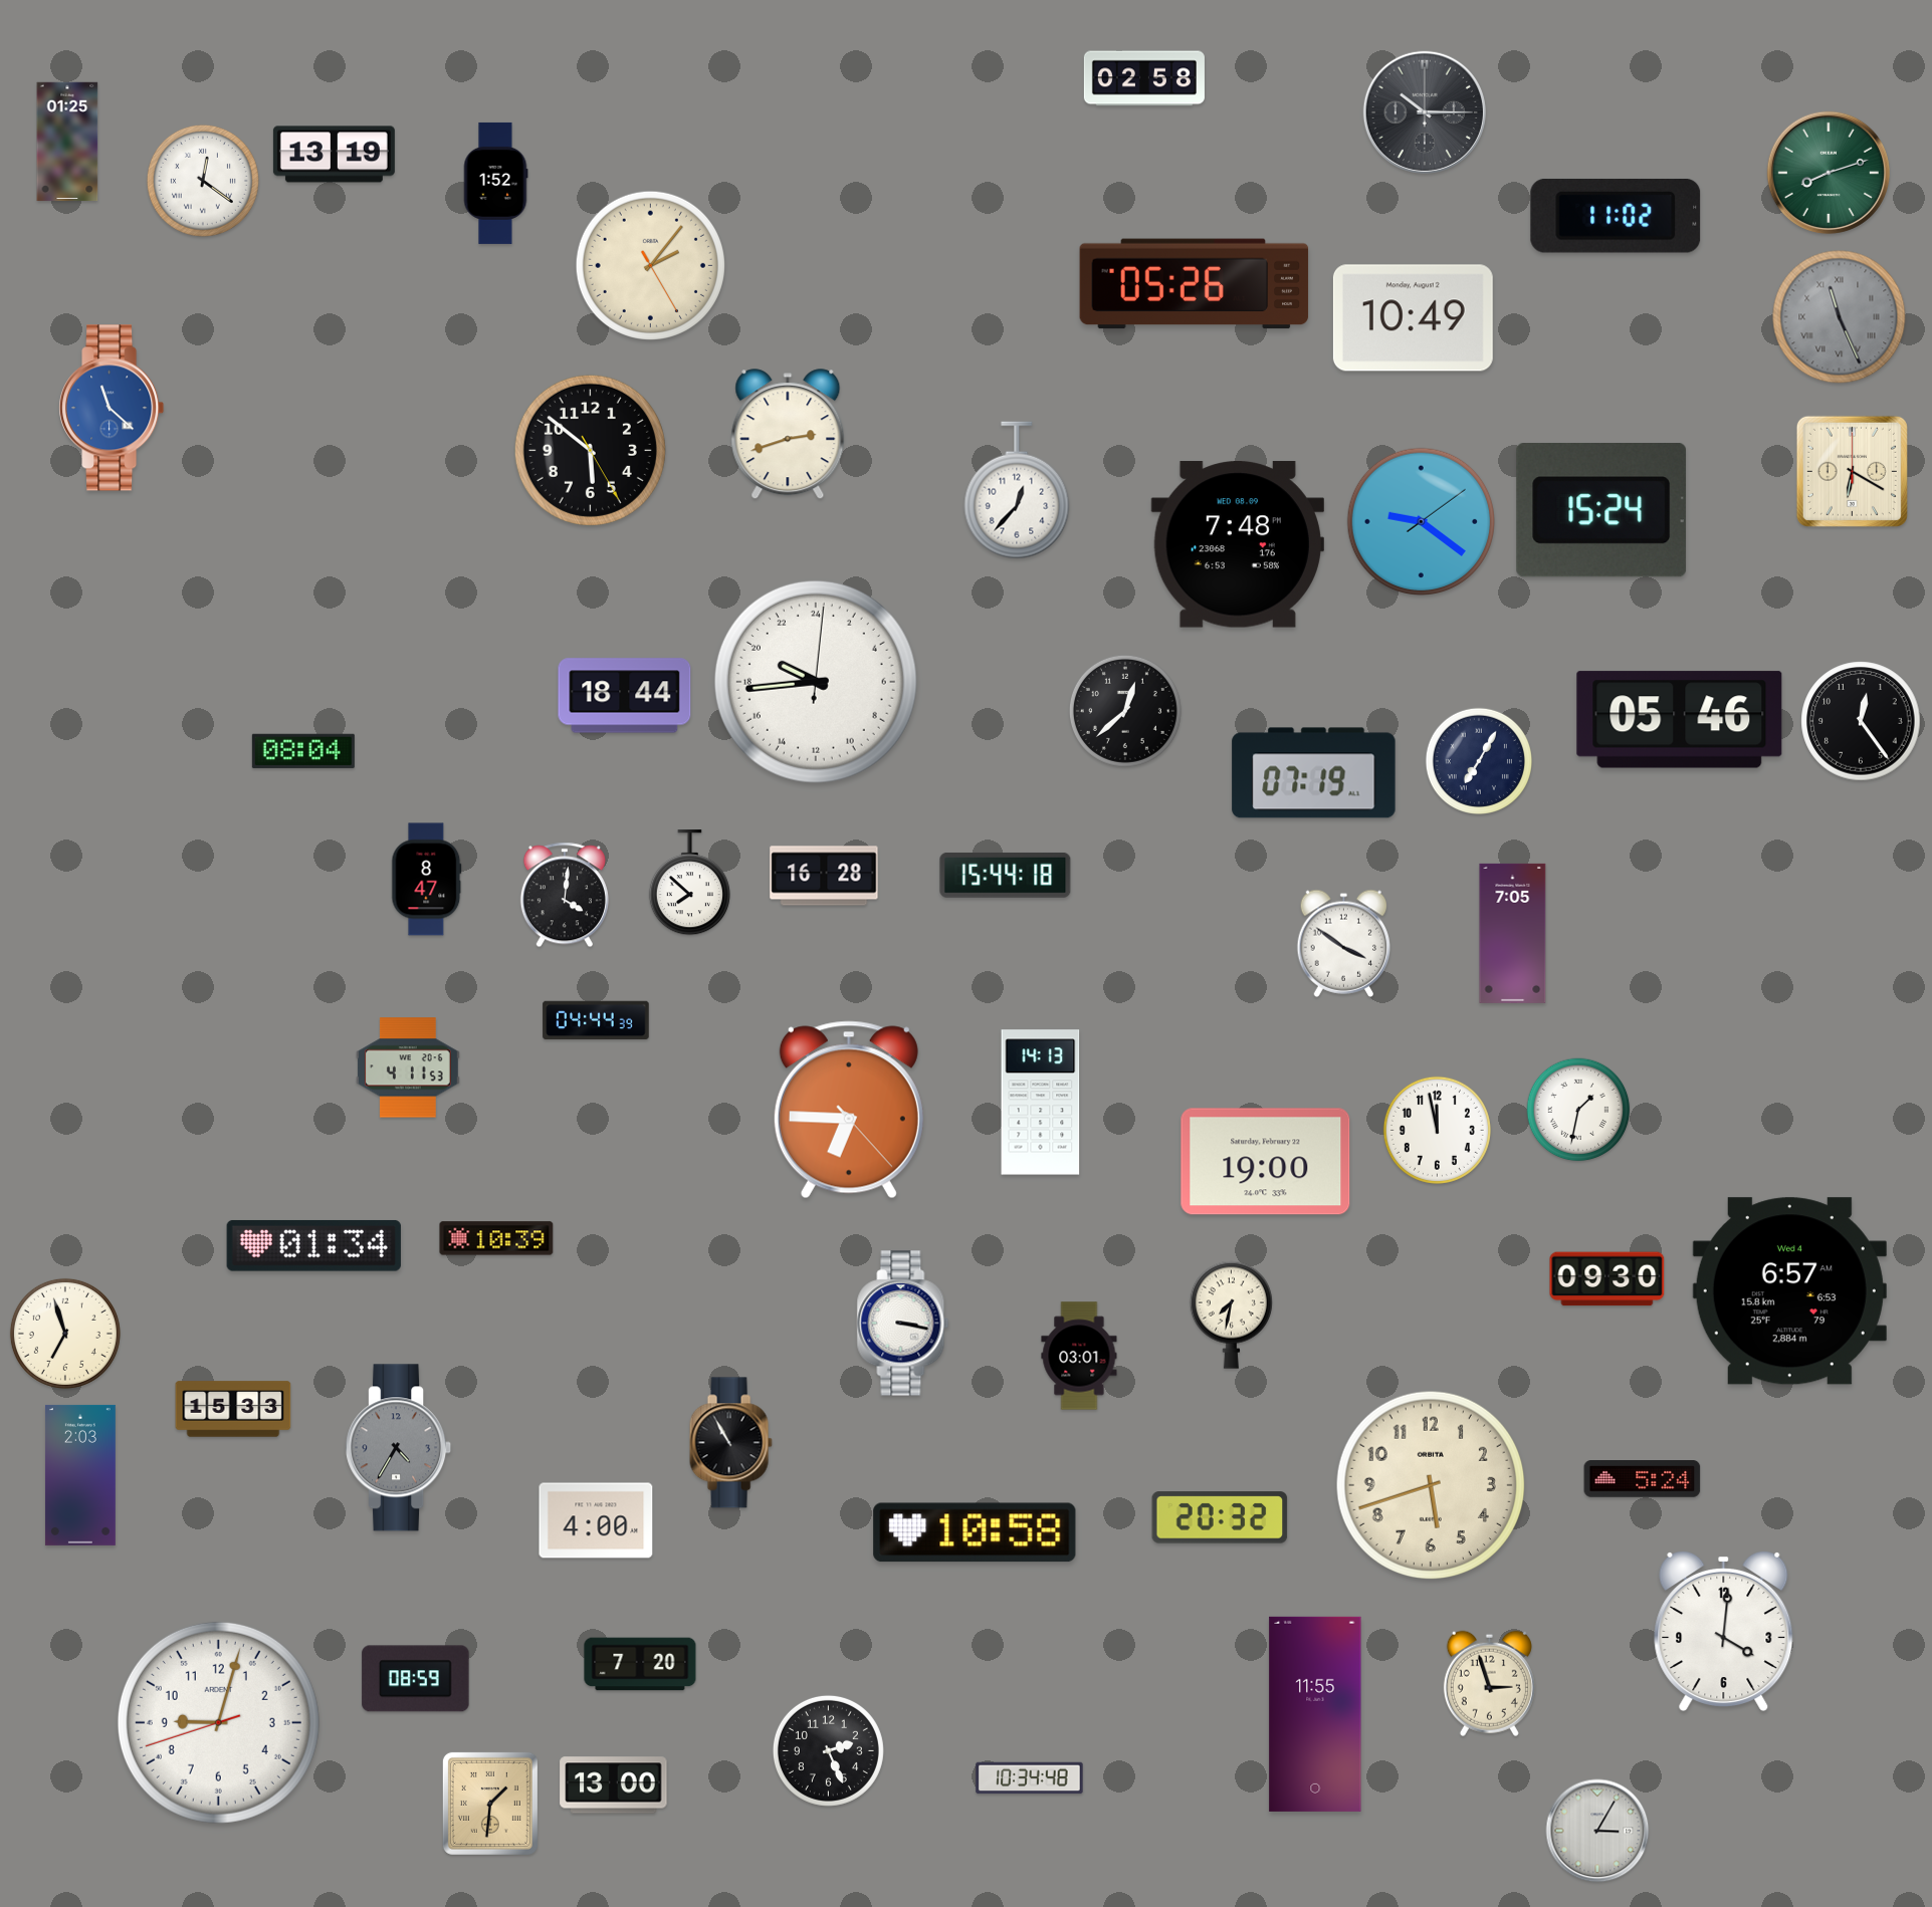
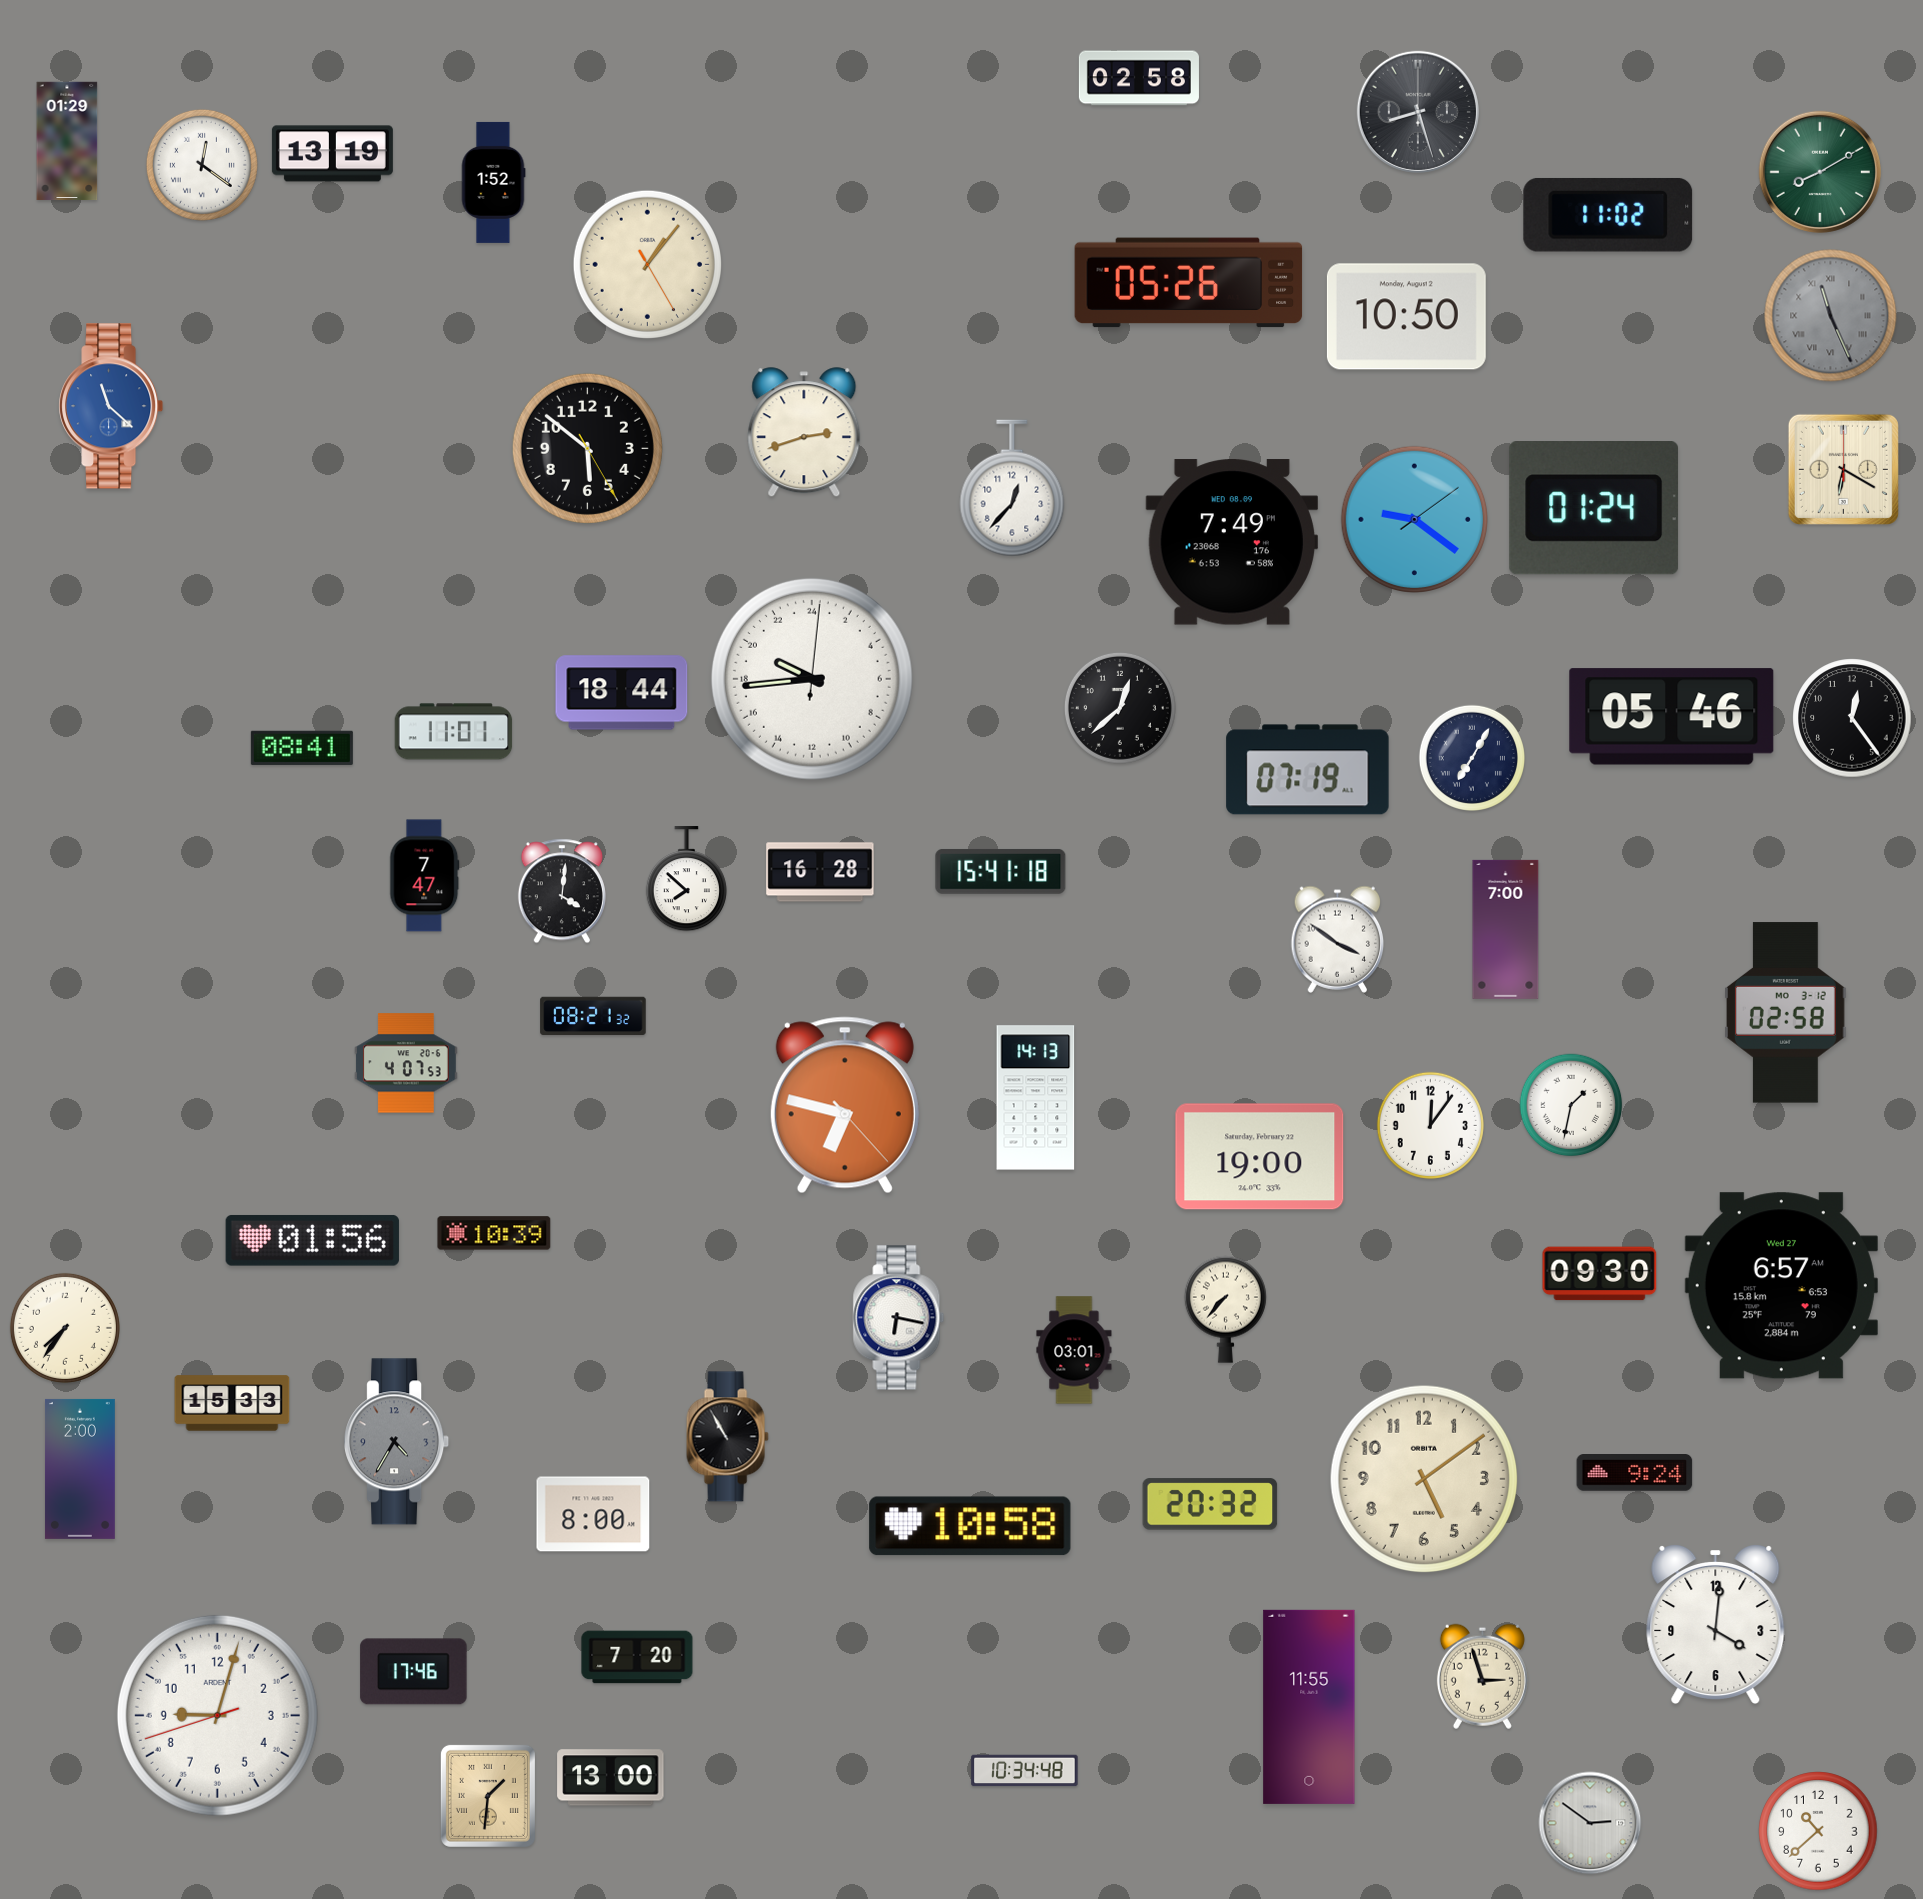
clock at (1425, 112): 10:15 -> 8:27
clock at (67, 142): 01:25 -> 01:29
clock at (1829, 173): 8:12 -> 8:10
clock at (203, 181) position: (203, 181) -> (202, 165)
clock at (650, 265): 2:06 -> 1:06
clock at (1413, 318): 10:49 -> 10:50
clock at (788, 435) position: (788, 435) -> (804, 433)
clock at (1601, 511): 15:24 -> 01:24
clock at (1238, 544): 7:48 -> 7:49
clock at (454, 732): none -> 11:01
clock at (303, 751): 08:04 -> 08:41
clock at (1006, 875): 15:44 -> 15:41
clock at (427, 880): 8:47 -> 7:47
clock at (1513, 933): 7:05 -> 7:00
clock at (1786, 1013): none -> 02:58
clock at (596, 1020): 04:44 -> 08:21
clock at (408, 1067): 4:11 -> 4:07
clock at (849, 1110): 6:45 -> 6:47
clock at (1437, 1130): 11:58 -> 12:06
clock at (313, 1245): 01:34 -> 01:56
clock at (1789, 1291) date: Wed 4 -> Wed 27
clock at (1231, 1315): 7:32 -> 7:37
clock at (903, 1324): 3:17 -> 6:17
clock at (65, 1334): 6:57 -> 7:36
clock at (80, 1475): 2:03 -> 2:00
clock at (1643, 1479): 5:24 -> 9:24
clock at (1431, 1485): 5:42 -> 5:09
clock at (1220, 1517) position: (1220, 1517) -> (1210, 1504)
clock at (596, 1520): 4:00 -> 8:00
clock at (416, 1679): 08:59 -> 17:46
clock at (828, 1750): 2:26 -> none
clock at (1597, 1831): 3:05 -> 2:51
clock at (1818, 1831): none -> 10:38
